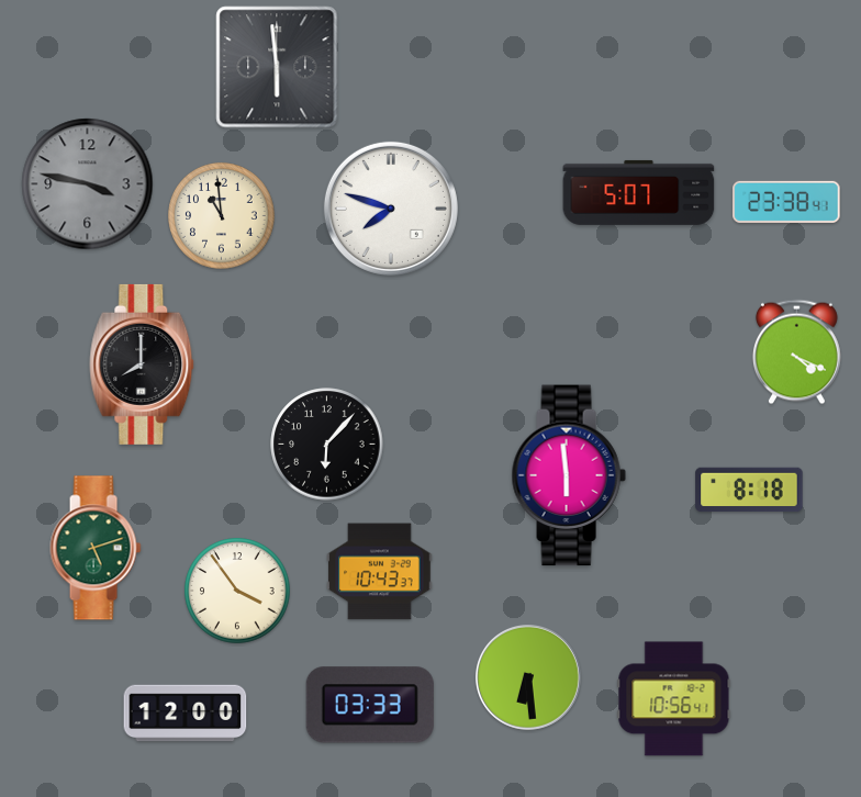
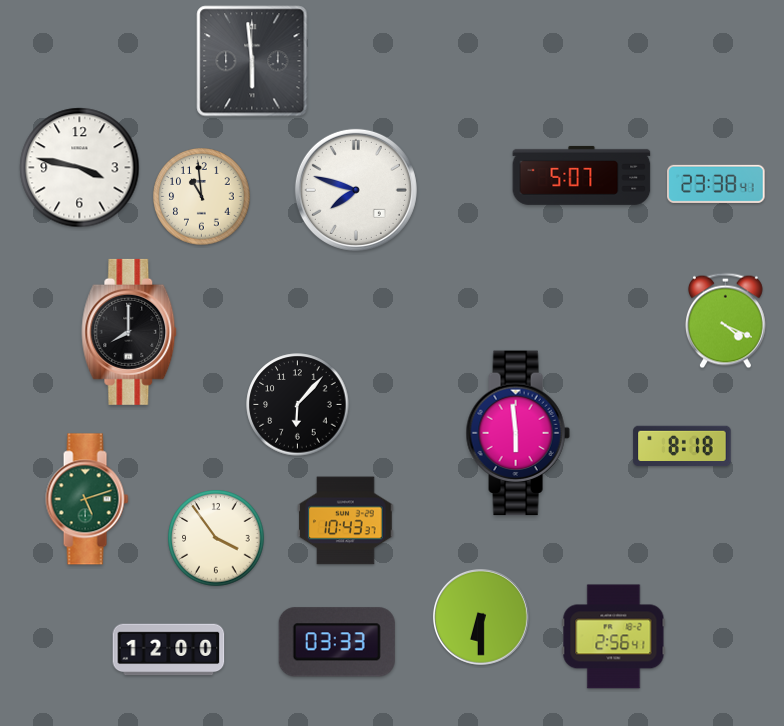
clock at (88, 184) dial: grey -> white
clock at (528, 677): 6:29 -> 6:30
clock at (674, 699): 10:56 -> 2:56
